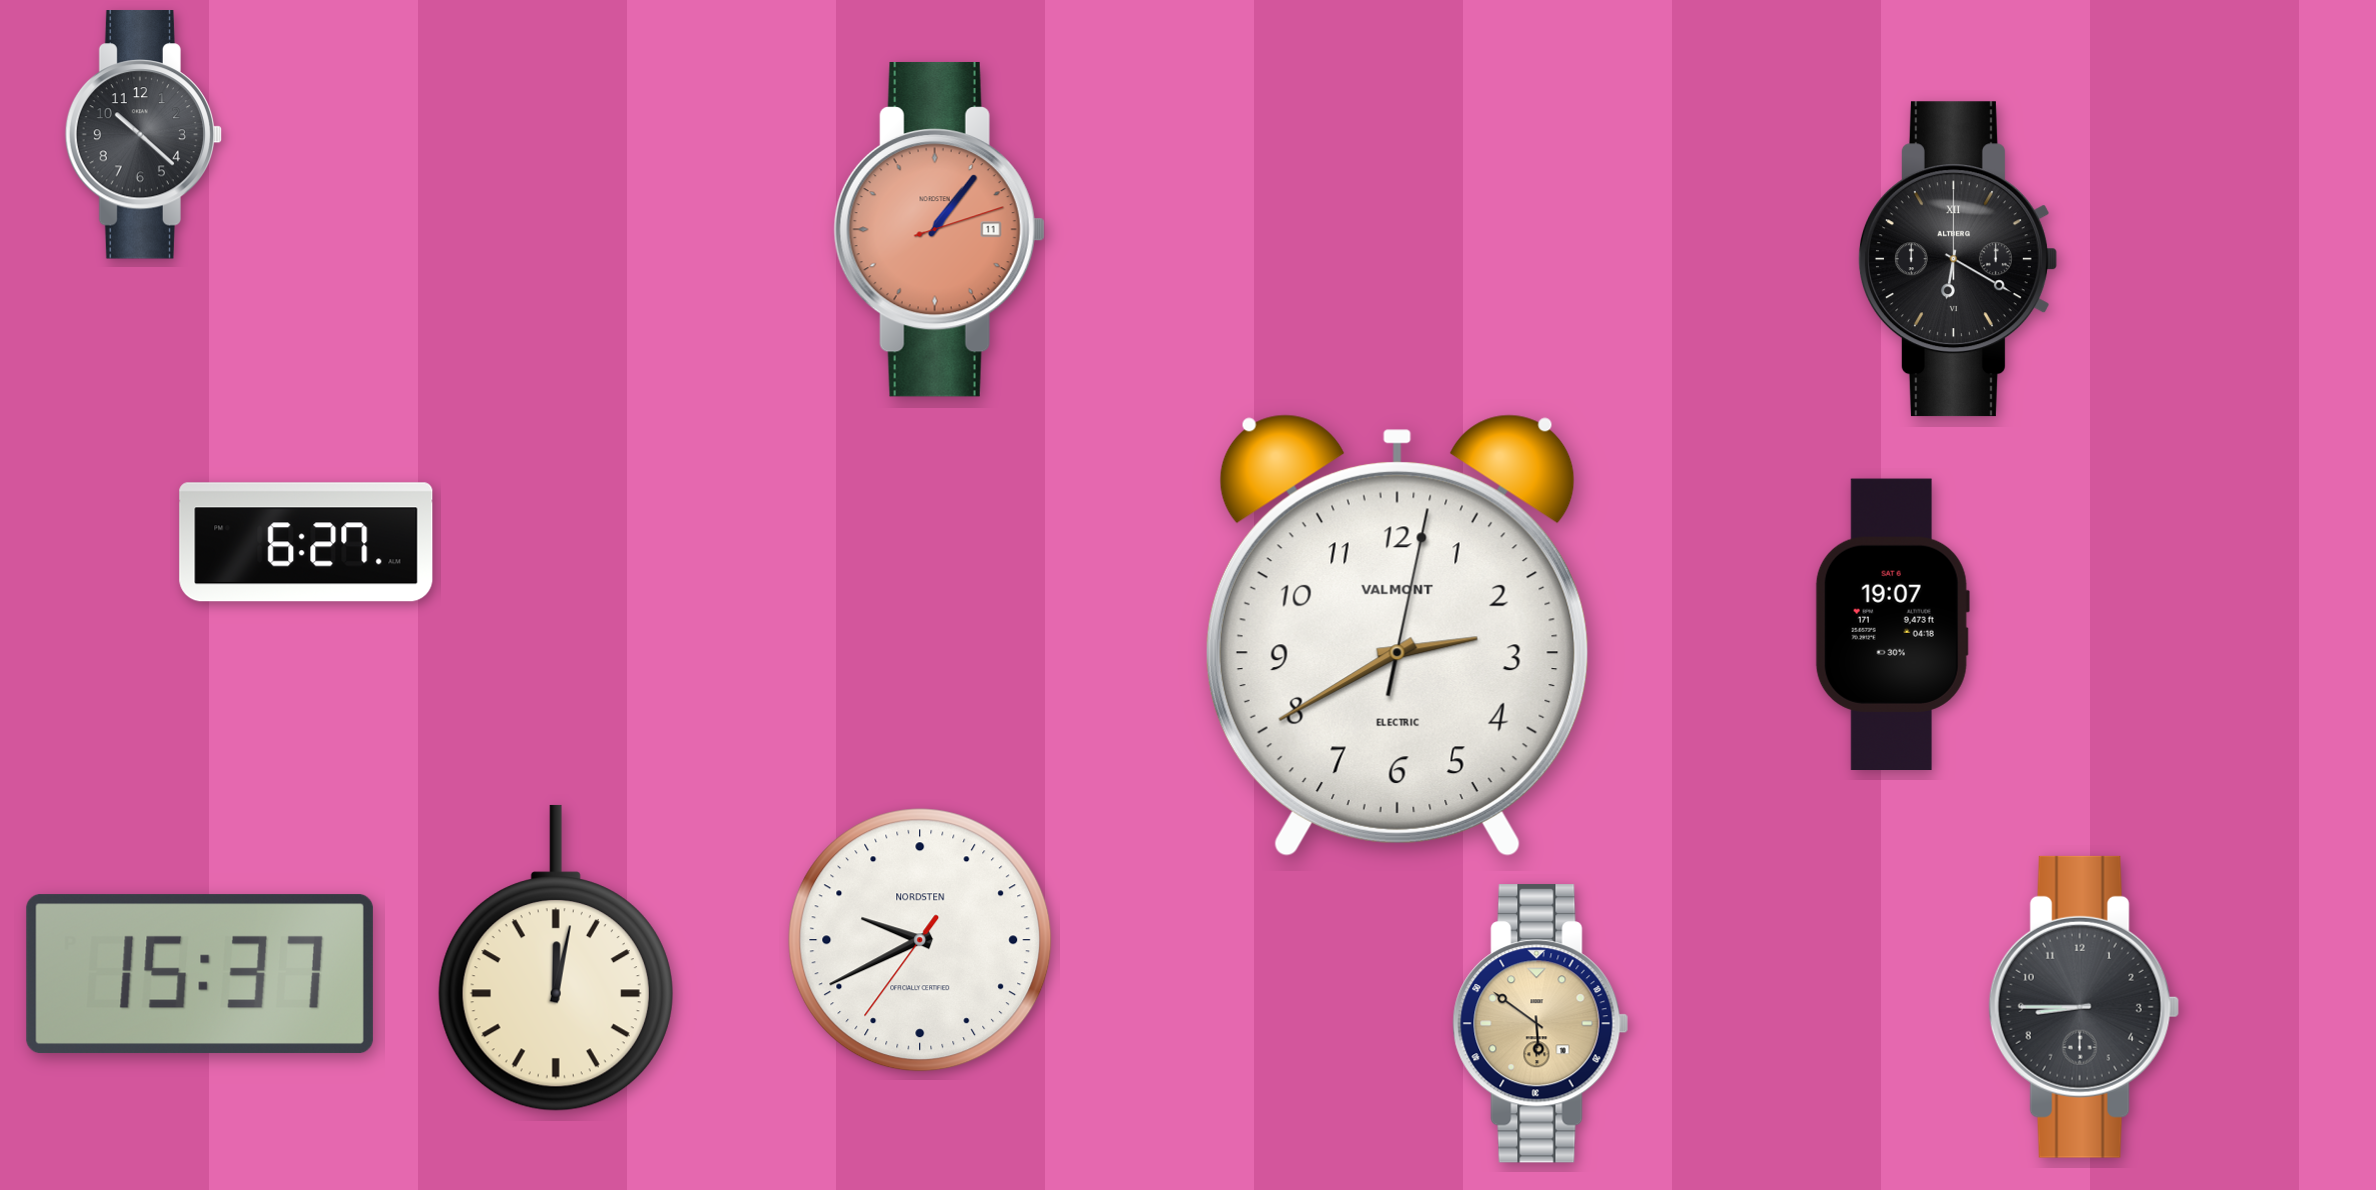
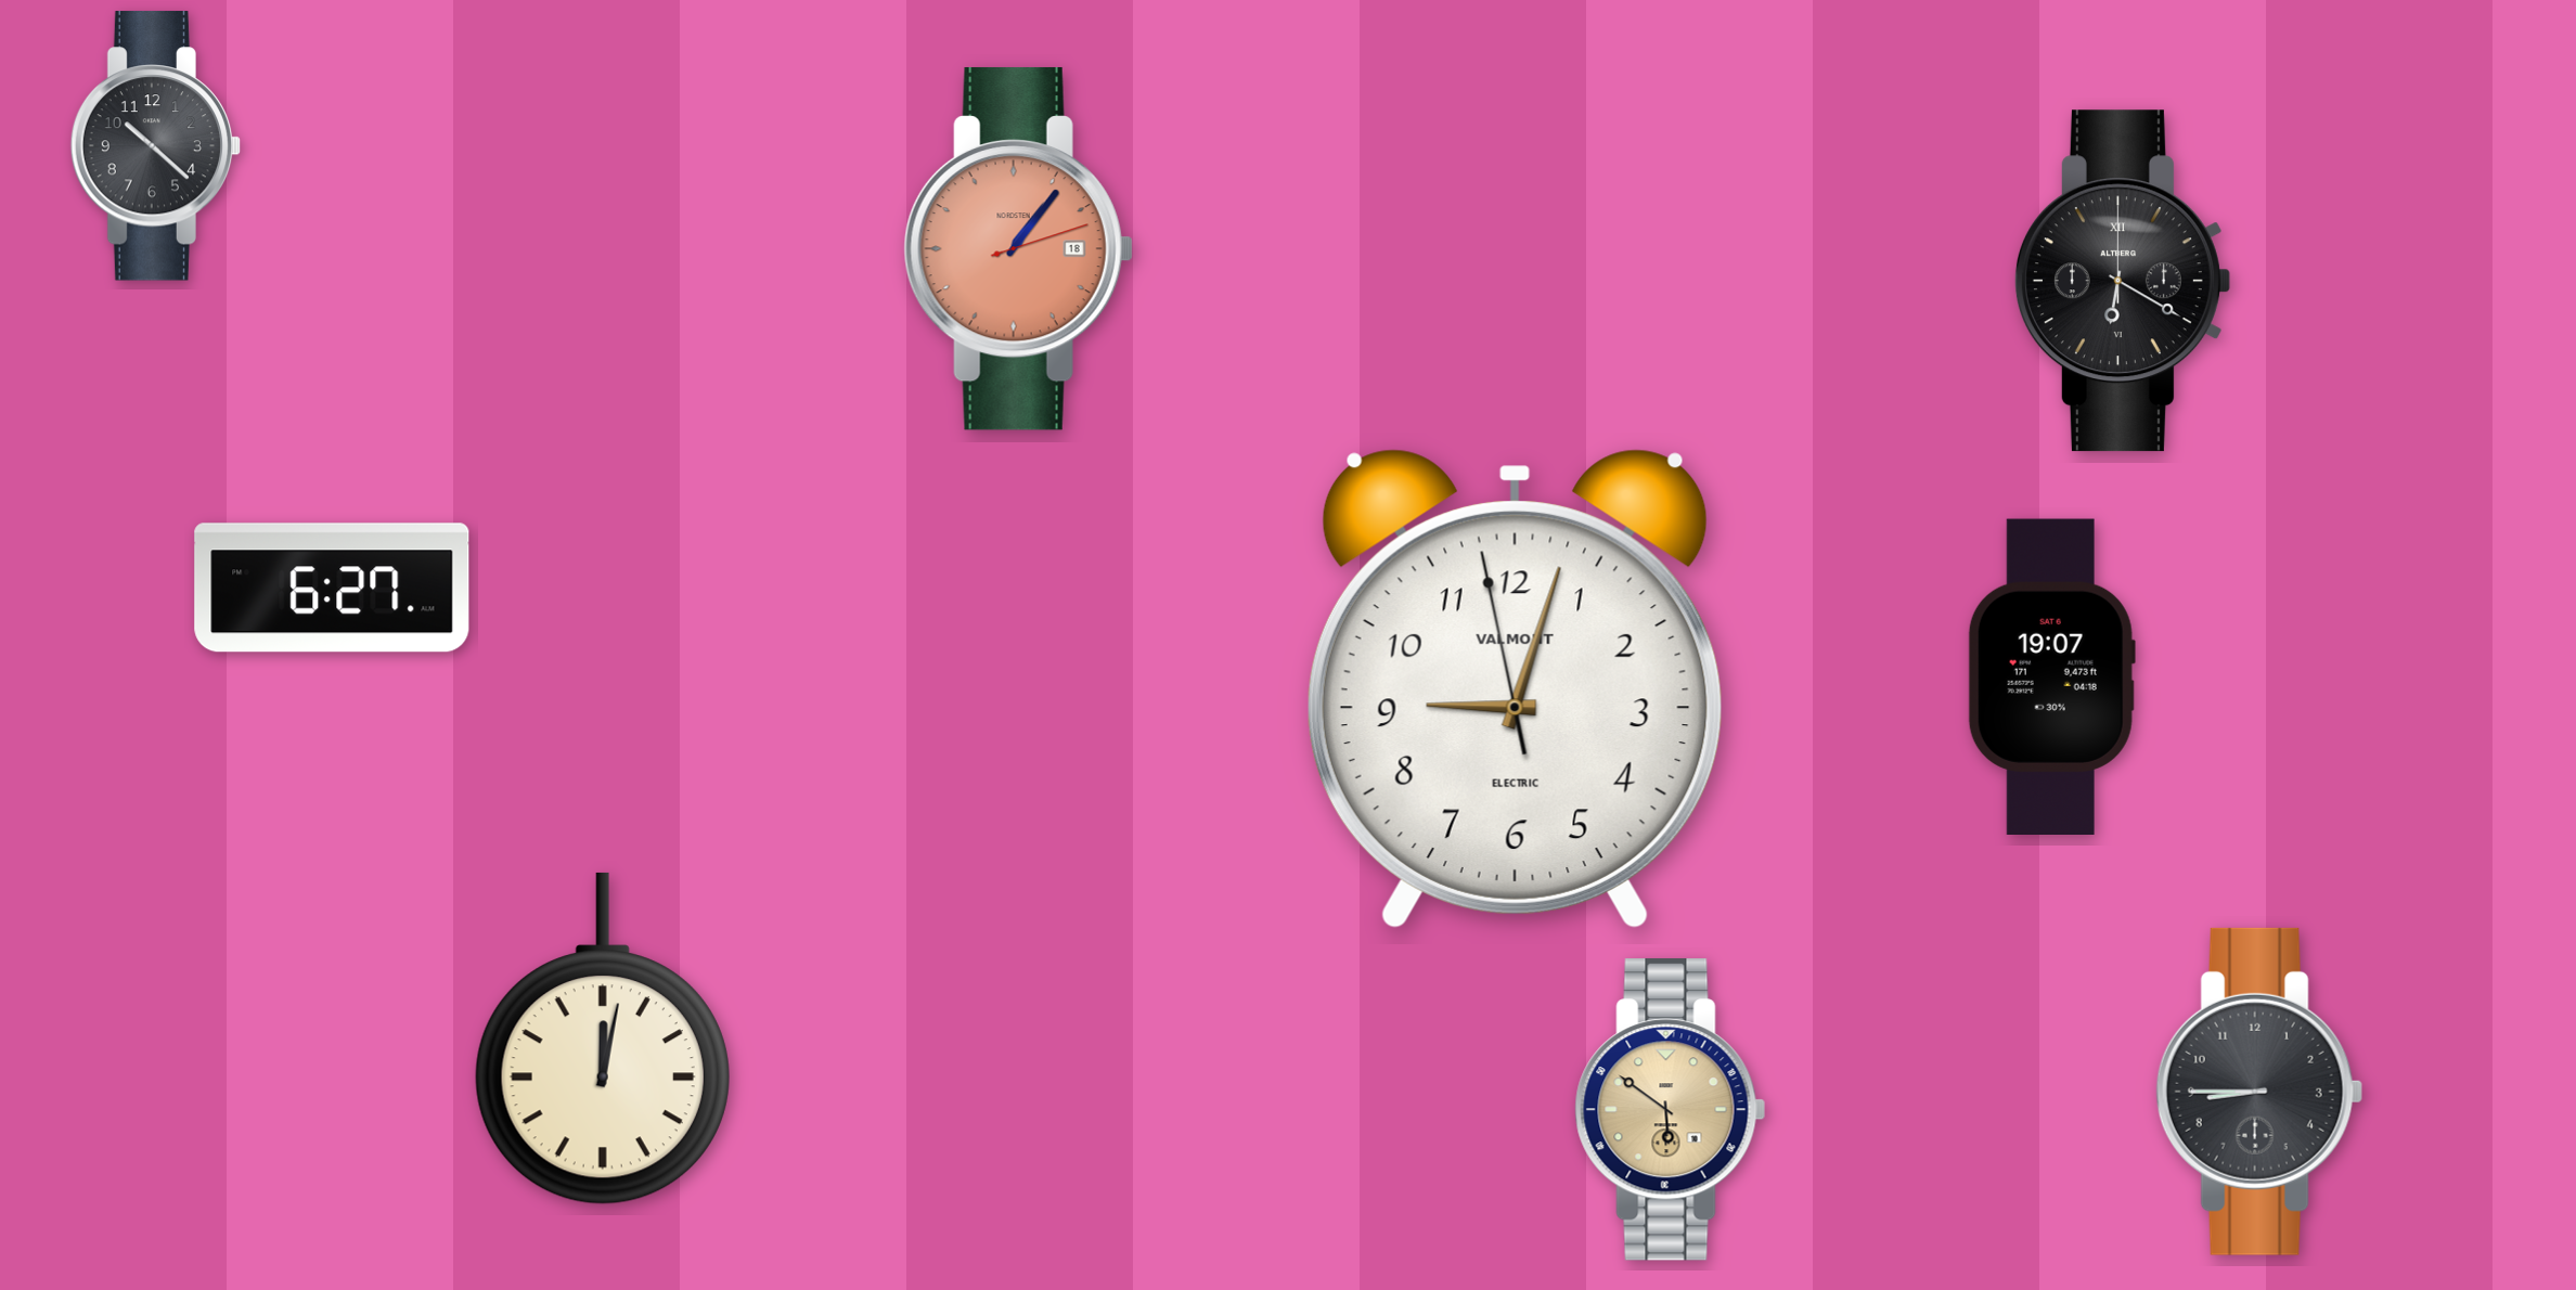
clock at (939, 229) date: 11 -> 18
clock at (1397, 636): 2:40 -> 9:02
clock at (920, 940): 9:40 -> none
clock at (200, 974): 15:37 -> none
